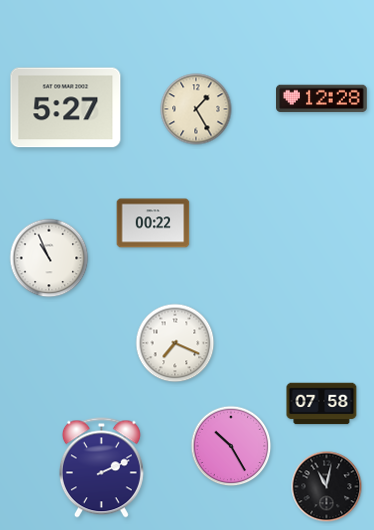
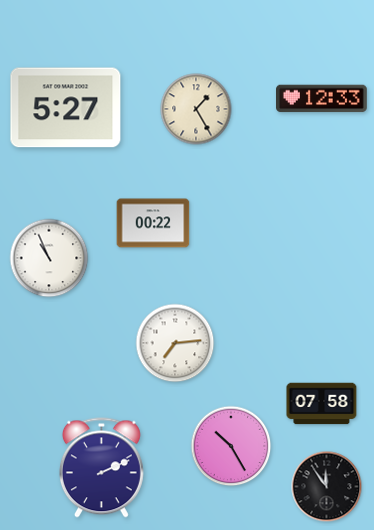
clock at (322, 99): 12:28 -> 12:33
clock at (175, 343): 7:19 -> 7:14
clock at (327, 487): 11:02 -> 11:54
